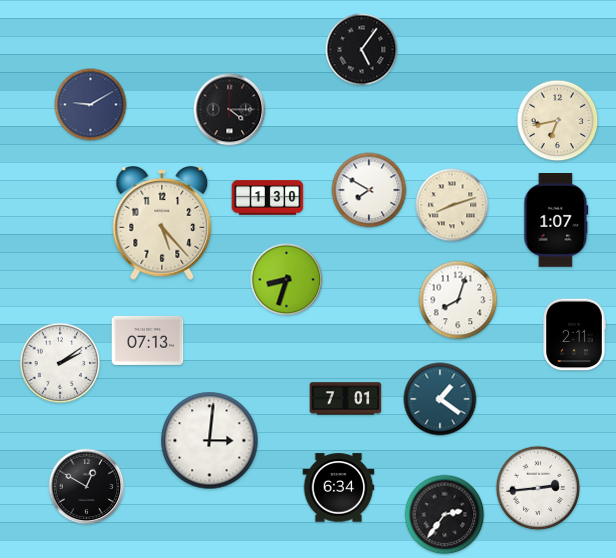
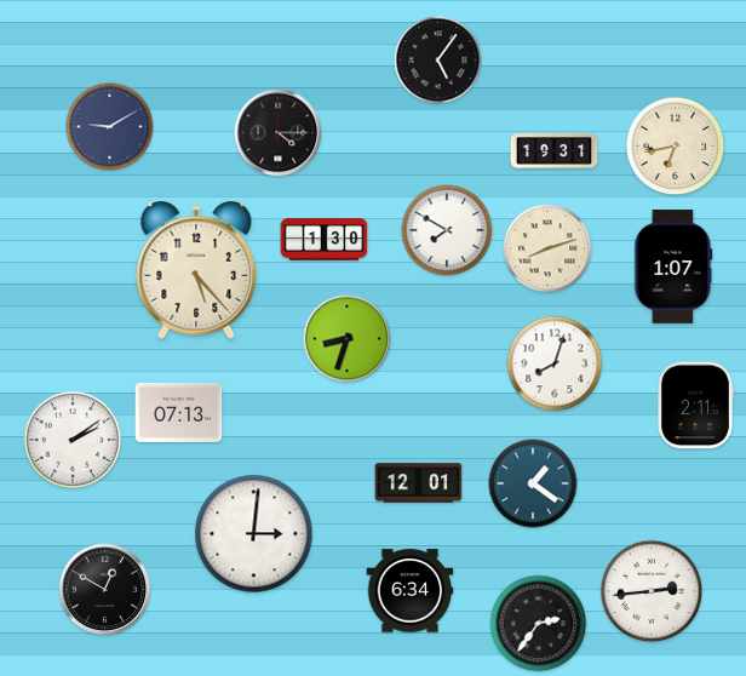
clock at (555, 151): none -> 19:31
clock at (346, 399): 7:01 -> 12:01
